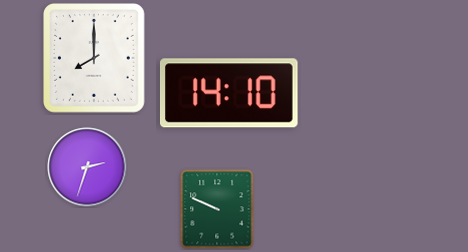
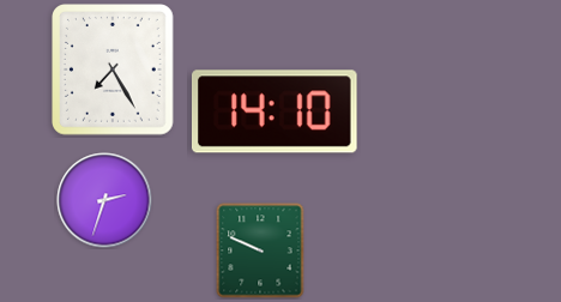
clock at (95, 59): 8:00 -> 7:25
